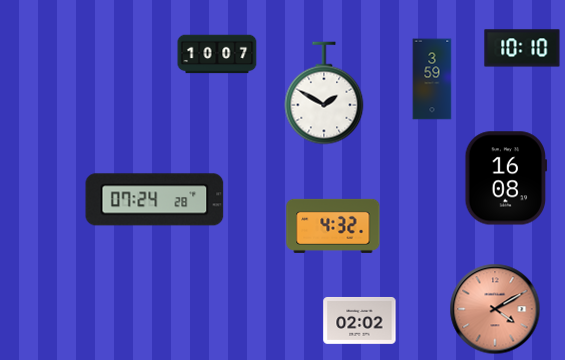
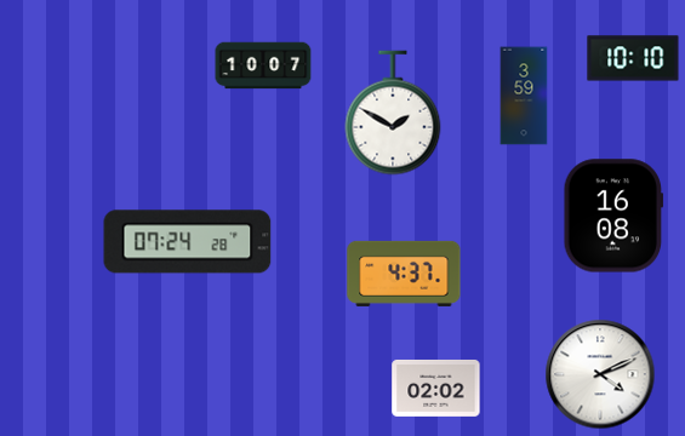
clock at (333, 226): 4:32 -> 4:37
clock at (495, 309): 4:10 -> 4:11
clock at (495, 309) dial: salmon -> white
